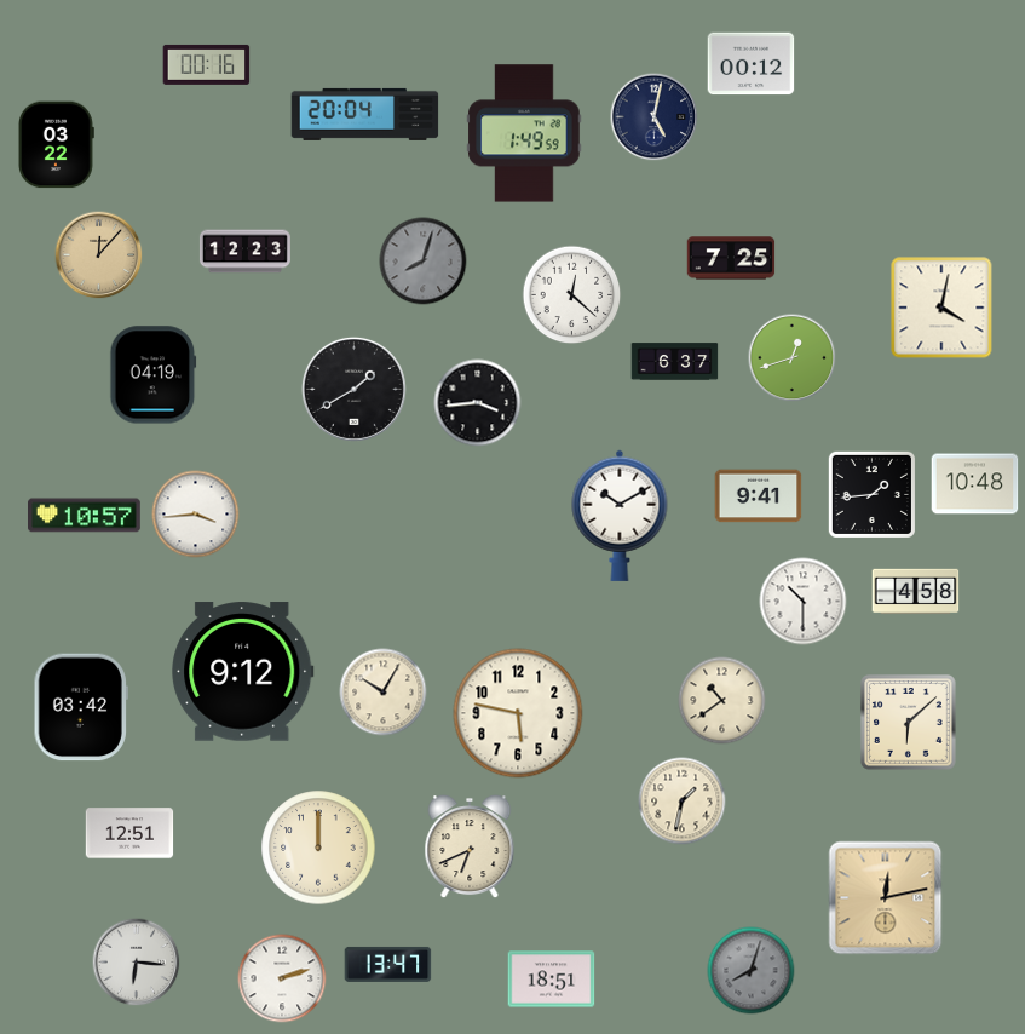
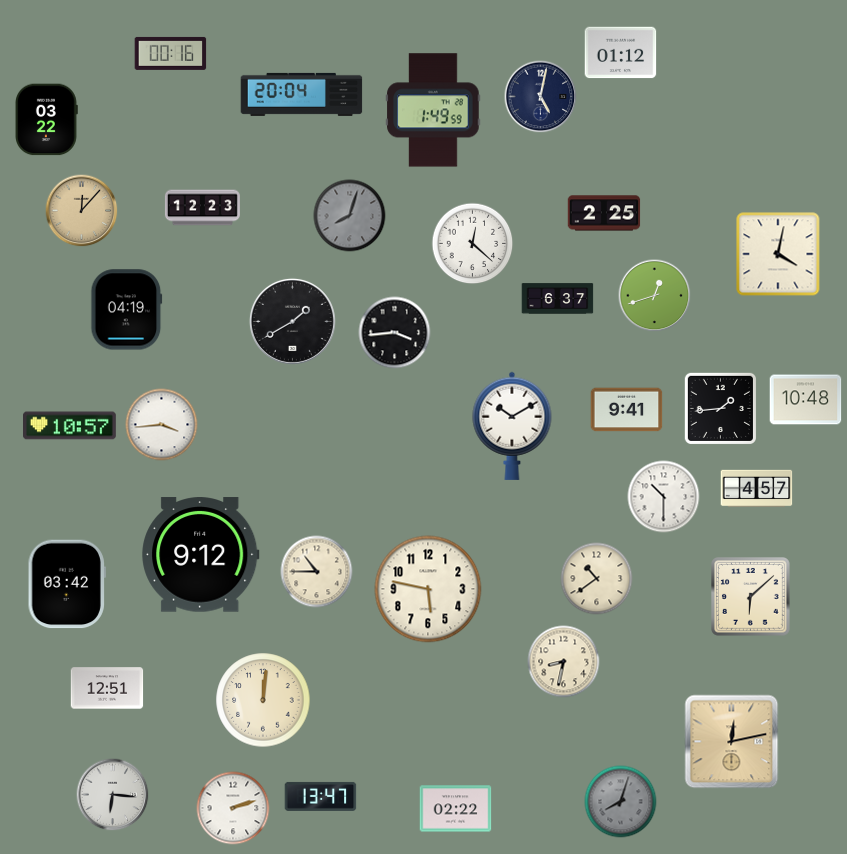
clock at (752, 64): 00:12 -> 01:12
clock at (731, 258): 7:25 -> 2:25
clock at (916, 592): 4:58 -> 4:57
clock at (384, 693): 10:05 -> 10:45
clock at (683, 802): 1:32 -> 8:32
clock at (318, 848): 12:00 -> 12:01
clock at (470, 848): 6:41 -> none
clock at (552, 980): 18:51 -> 02:22
